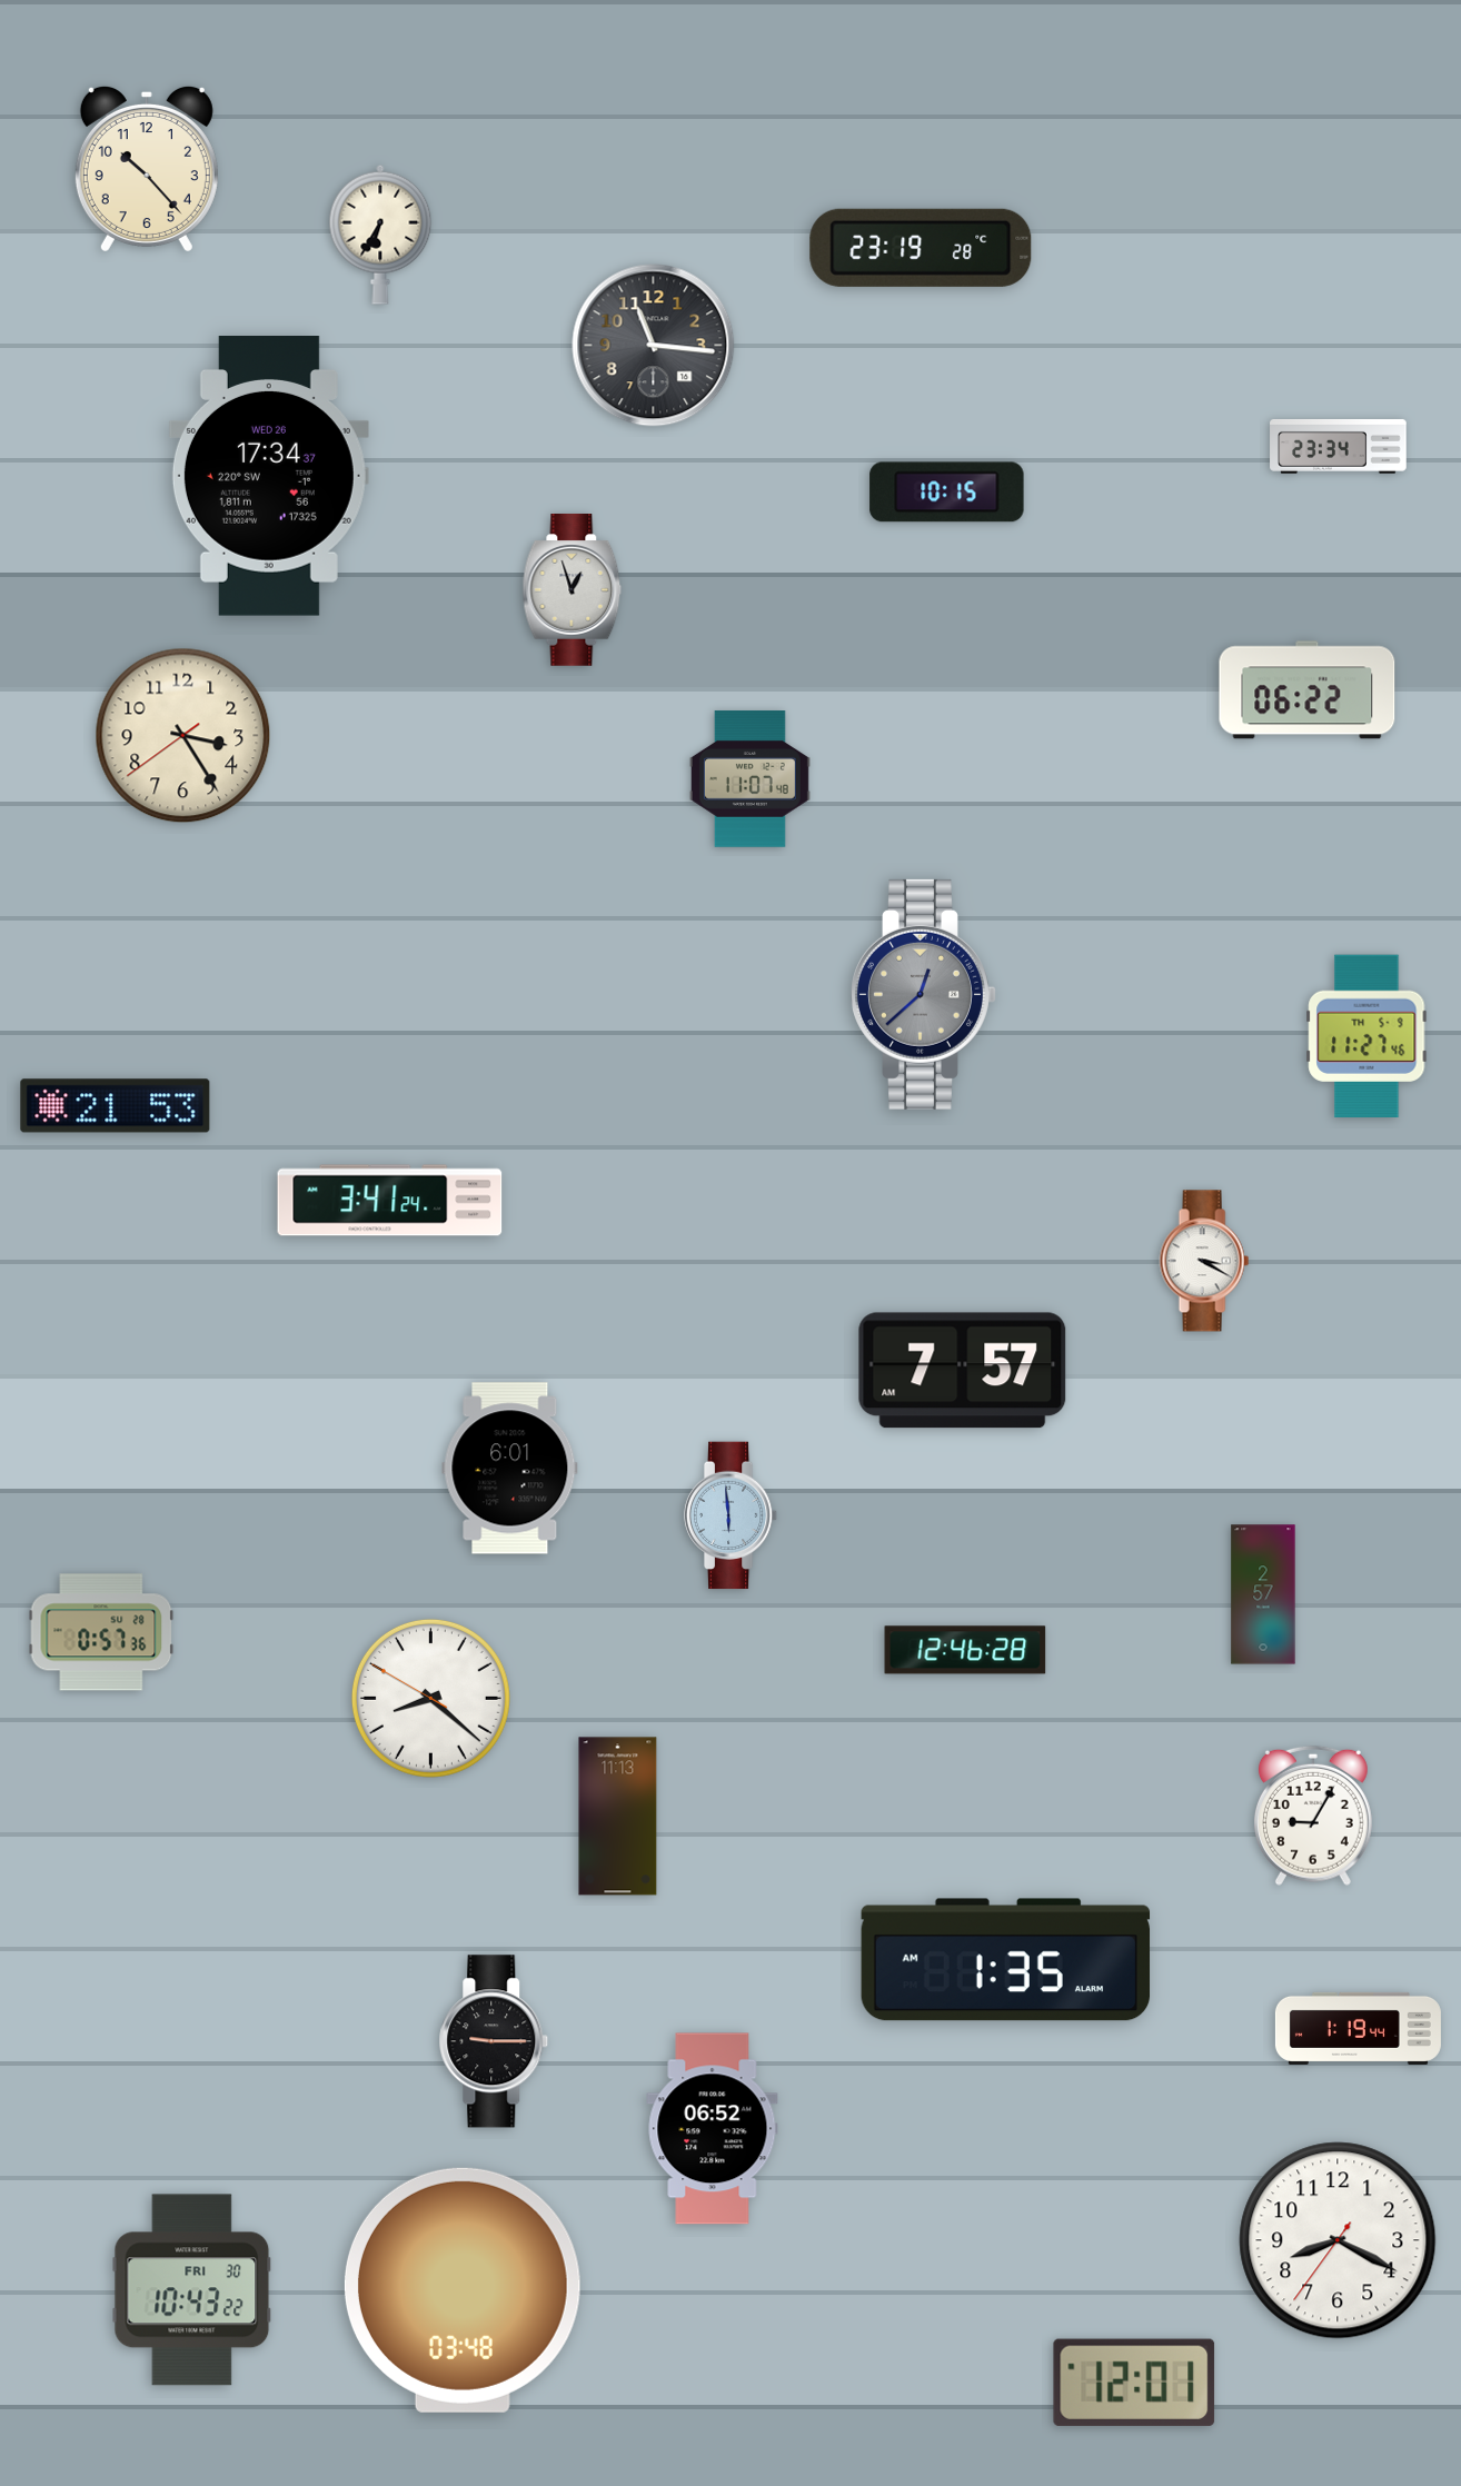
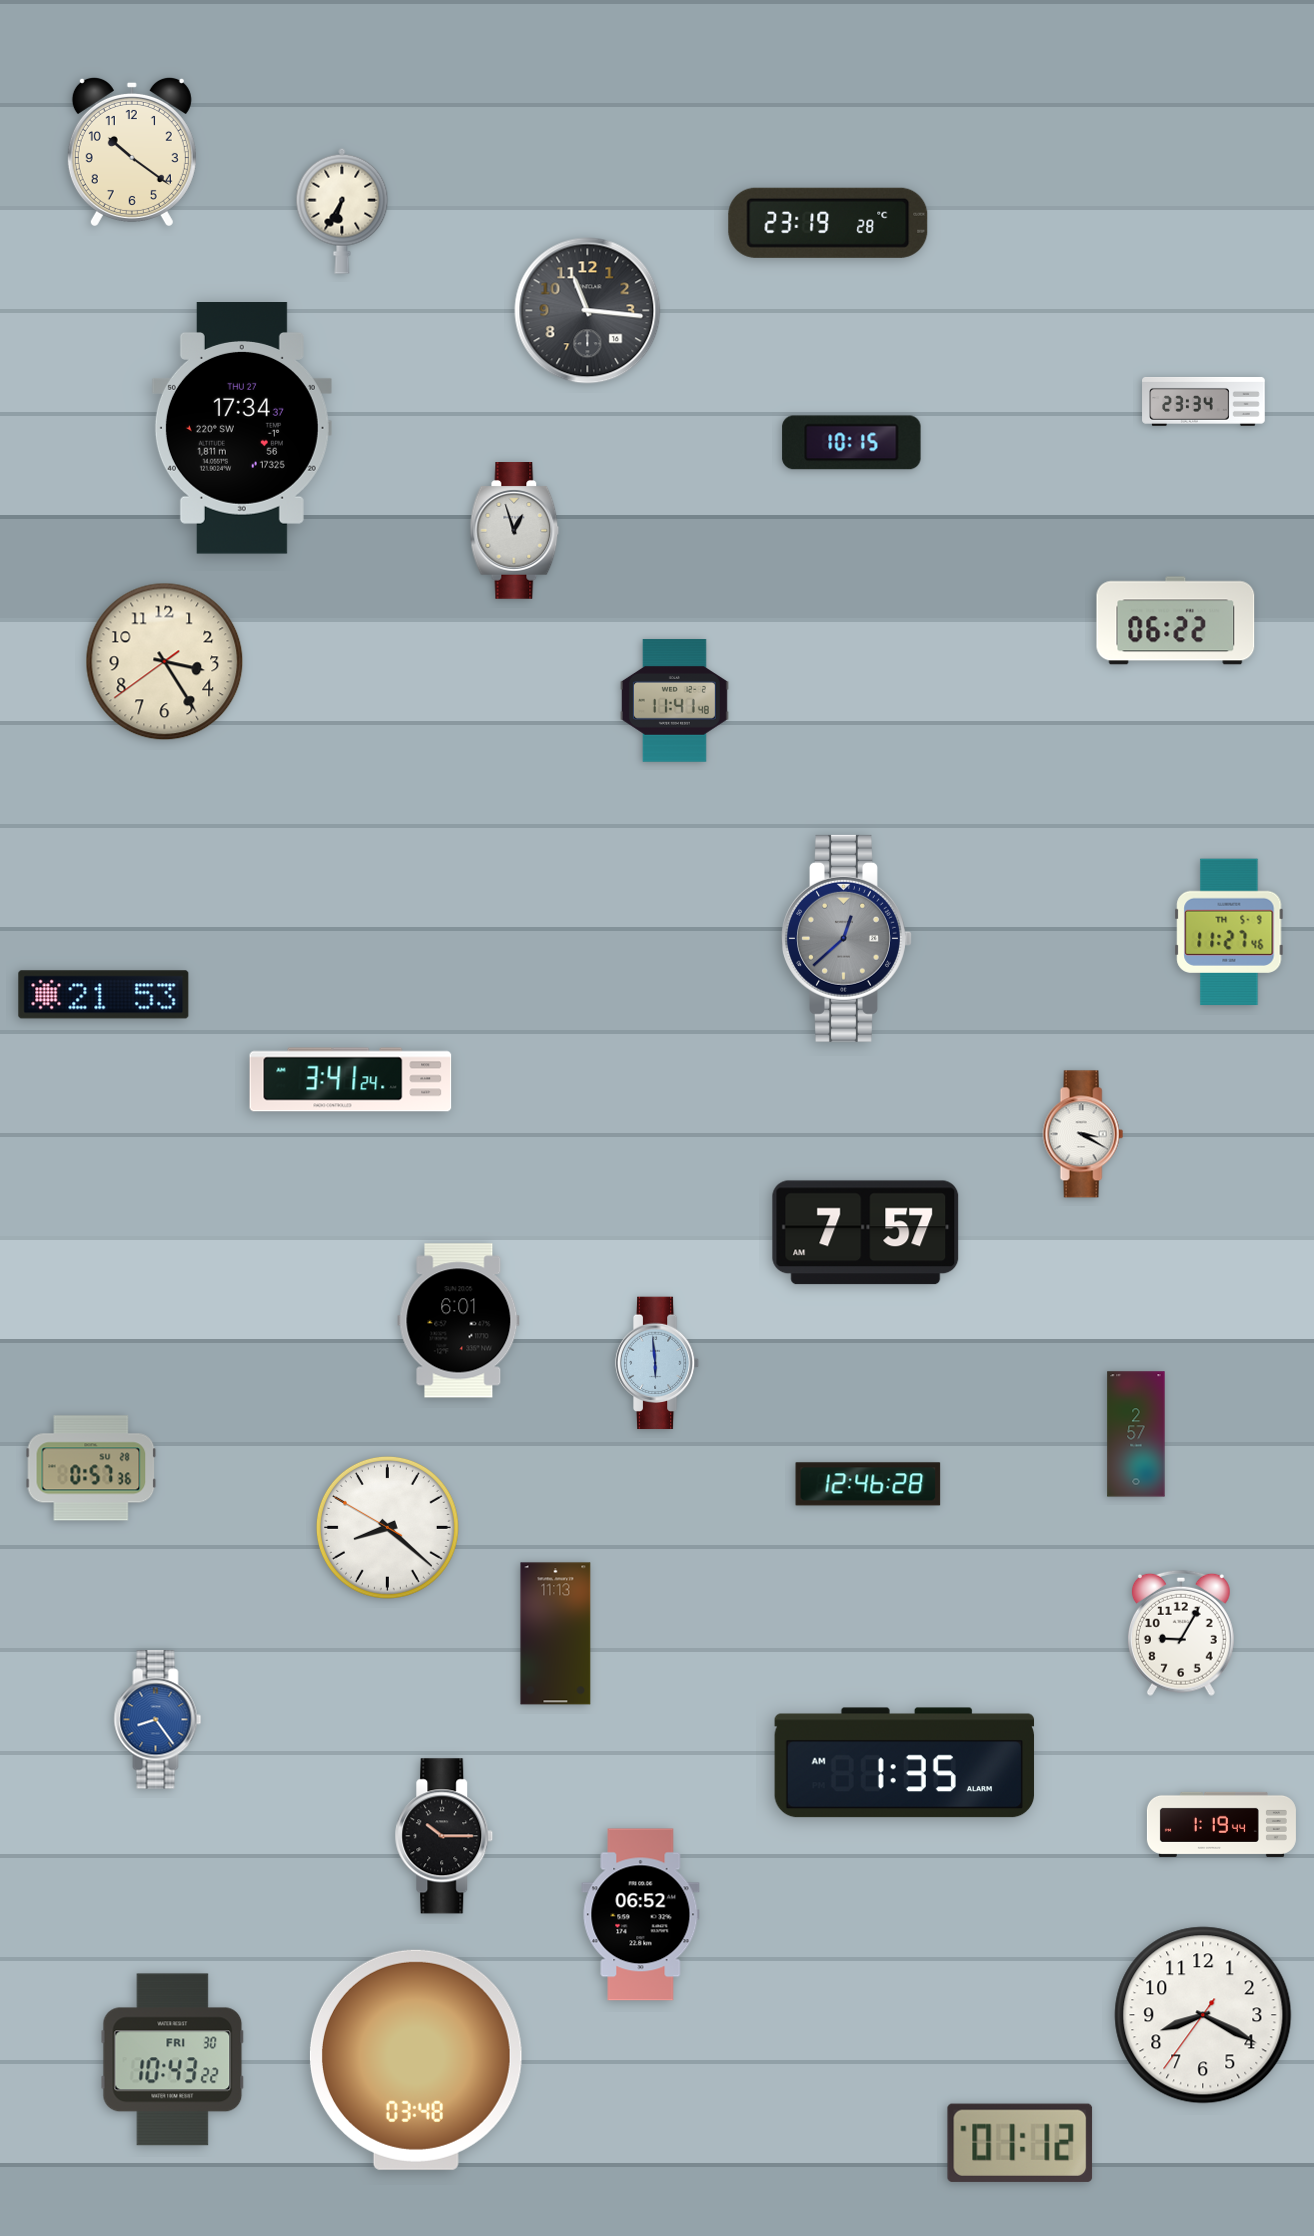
clock at (147, 168): 10:23 -> 10:21
clock at (269, 477) date: WED 26 -> THU 27
clock at (749, 779): 11:07 -> 11:41
clock at (924, 994) position: (924, 994) -> (847, 938)
clock at (158, 1720): none -> 8:24
clock at (494, 2041): 9:15 -> 10:15
clock at (1134, 2383): 12:01 -> 01:12
